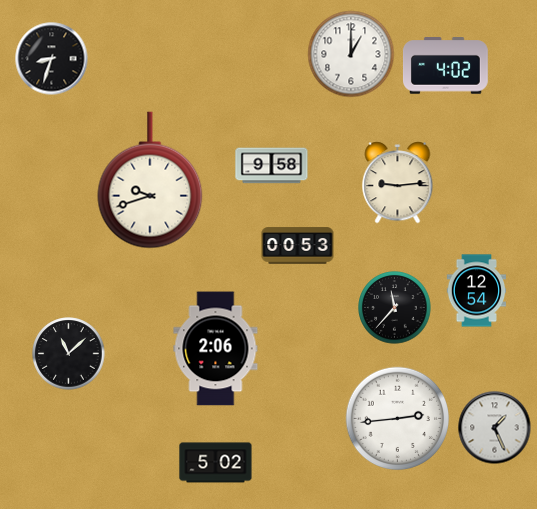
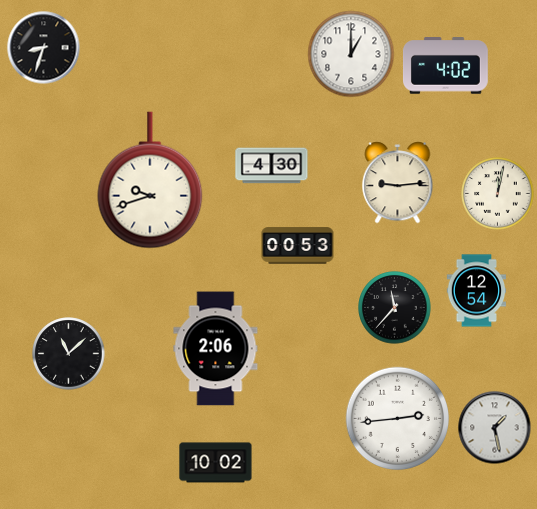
clock at (52, 59) position: (52, 59) -> (44, 48)
clock at (272, 166): 9:58 -> 4:30
clock at (498, 194): none -> 12:02
clock at (495, 428): 1:26 -> 1:28
clock at (216, 463): 5:02 -> 10:02
